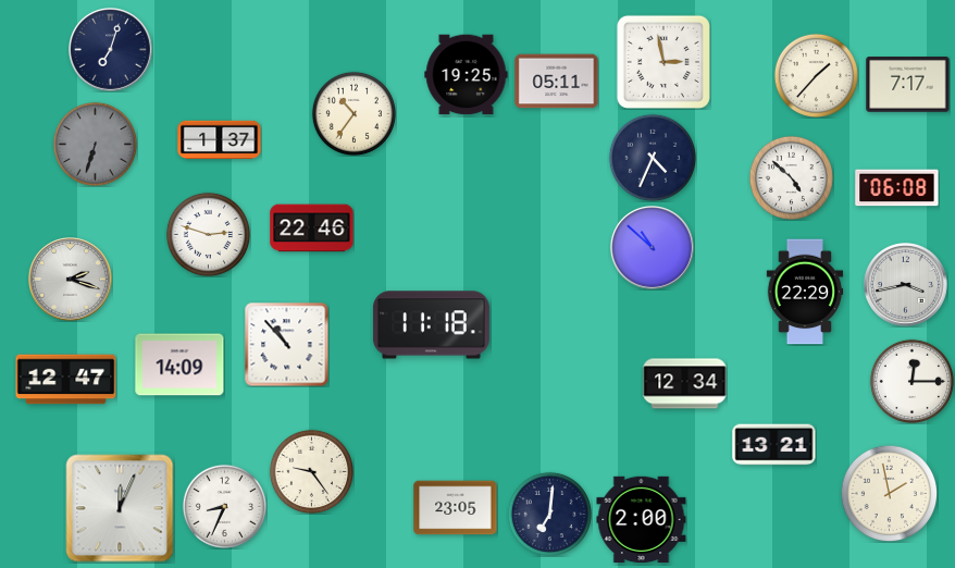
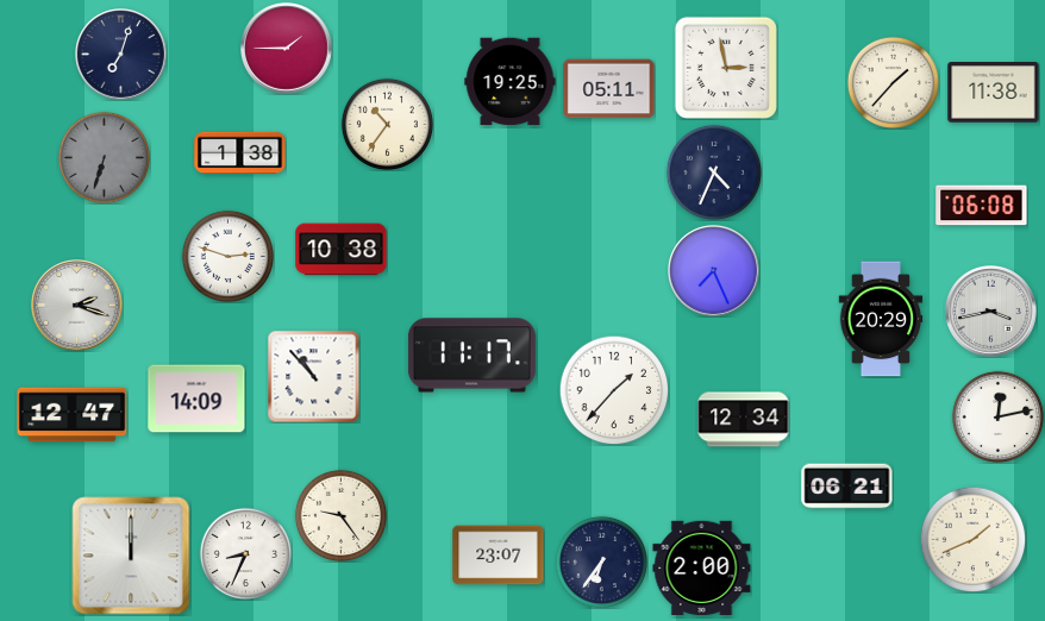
clock at (287, 49): none -> 1:45
clock at (908, 85): 7:17 -> 11:38
clock at (220, 140): 1:37 -> 1:38
clock at (791, 177): 4:52 -> none
clock at (312, 229): 22:46 -> 10:38
clock at (653, 248): 10:52 -> 7:26
clock at (805, 292): 22:29 -> 20:29
clock at (431, 325): 11:18 -> 11:17
clock at (614, 390): none -> 1:37
clock at (911, 381): 12:15 -> 12:13
clock at (685, 384) position: (685, 384) -> (744, 420)
clock at (774, 445): 13:21 -> 06:21
clock at (889, 493): 1:58 -> 1:41
clock at (120, 508): 12:04 -> 12:00
clock at (456, 508): 23:05 -> 23:07
clock at (549, 514): 7:01 -> 6:36
